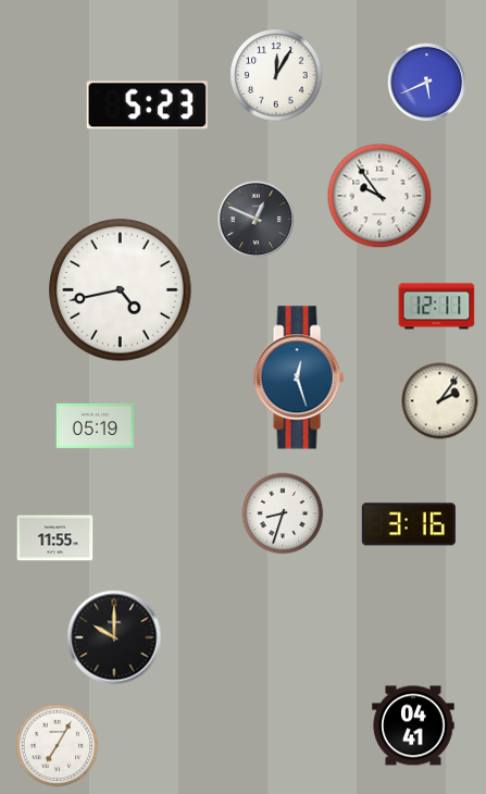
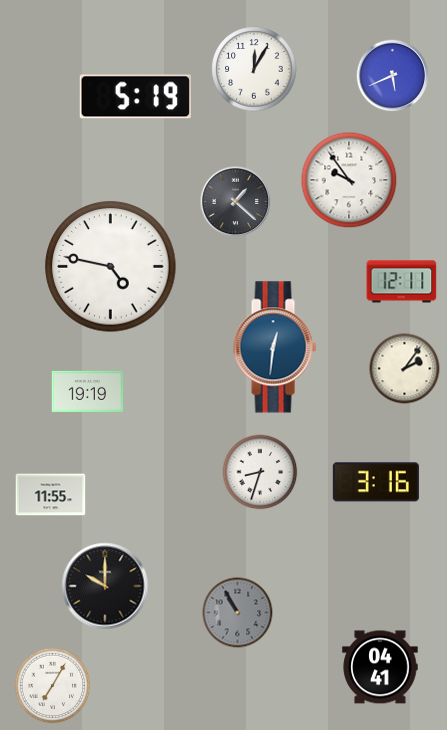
clock at (147, 106): 5:23 -> 5:19
clock at (257, 220): 12:49 -> 1:22
clock at (121, 290): 4:43 -> 4:47
clock at (299, 377): 12:27 -> 12:31
clock at (96, 425): 05:19 -> 19:19
clock at (238, 613): none -> 10:55
